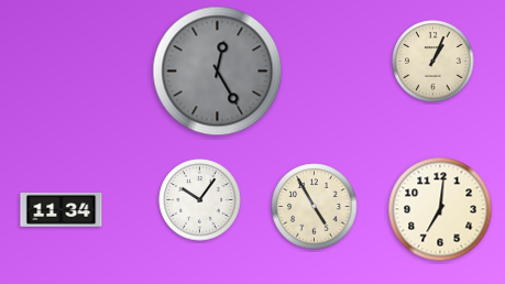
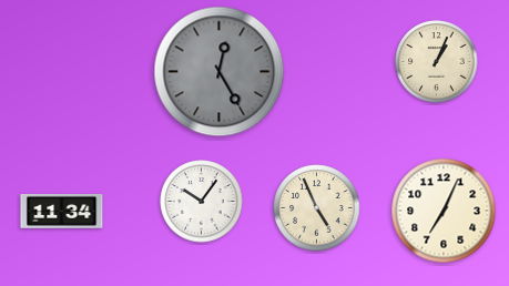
clock at (315, 207): 4:55 -> 4:56
clock at (440, 209): 7:01 -> 7:04
